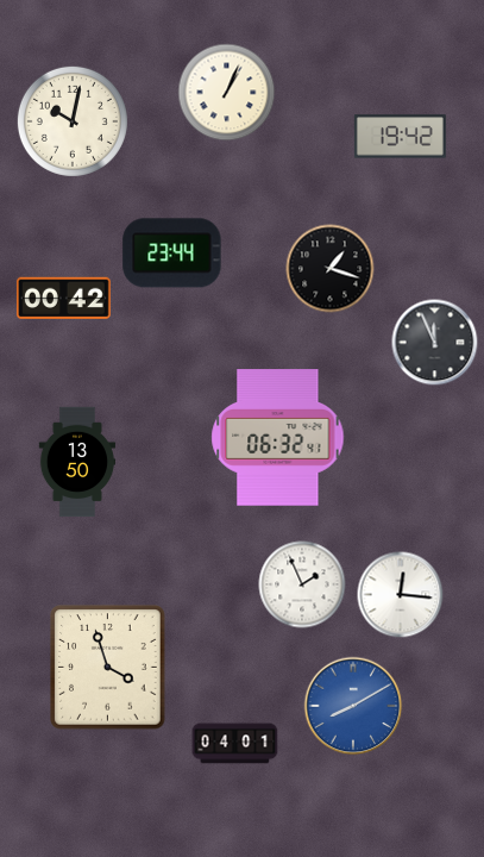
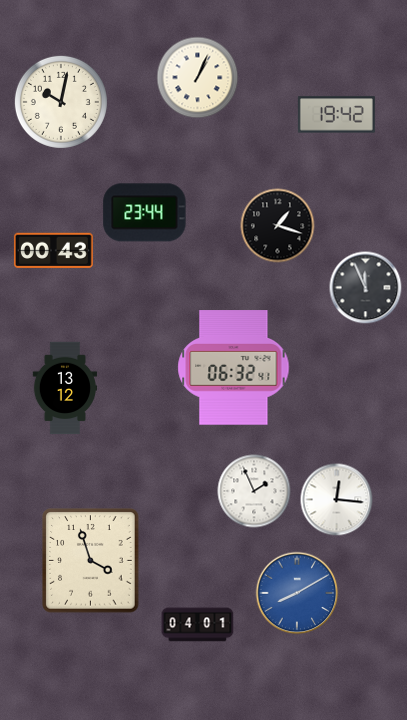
clock at (227, 93) position: (227, 93) -> (198, 78)
clock at (63, 299): 00:42 -> 00:43
clock at (77, 462): 13:50 -> 13:12
